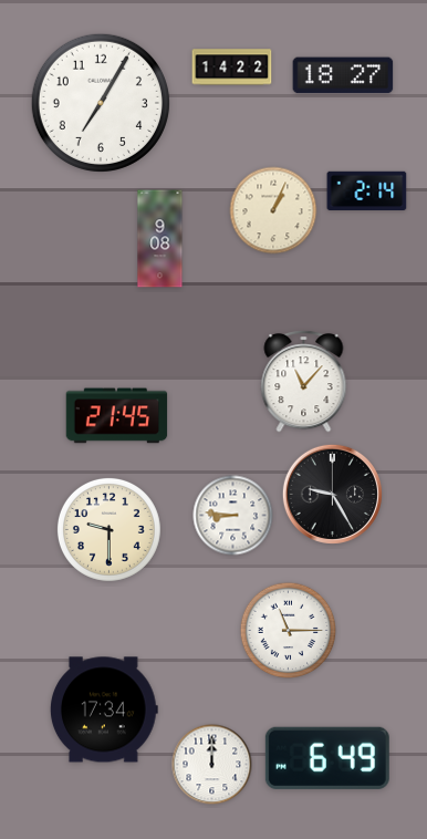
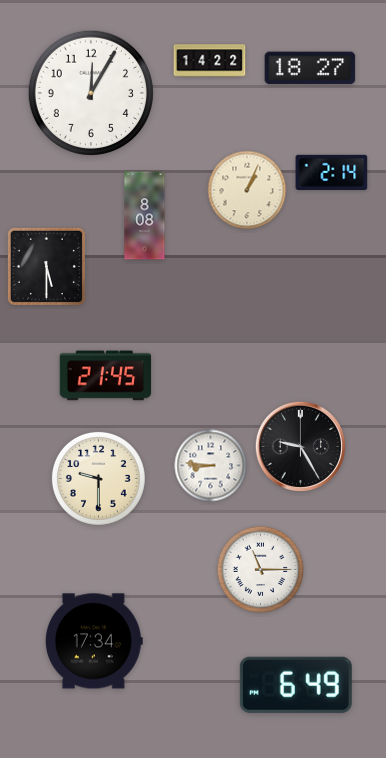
clock at (101, 103): 7:05 -> 12:05
clock at (160, 239): 9:08 -> 8:08
clock at (46, 266): none -> 5:30
clock at (304, 382): 11:07 -> none
clock at (212, 765): 12:00 -> none
